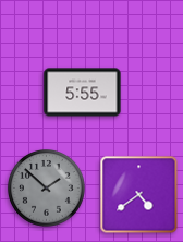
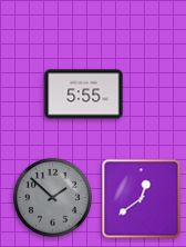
clock at (47, 189) position: (47, 189) -> (53, 198)
clock at (139, 195): 4:39 -> 12:39
